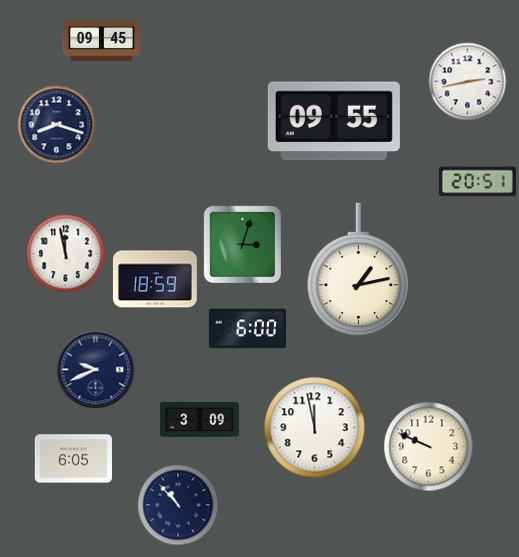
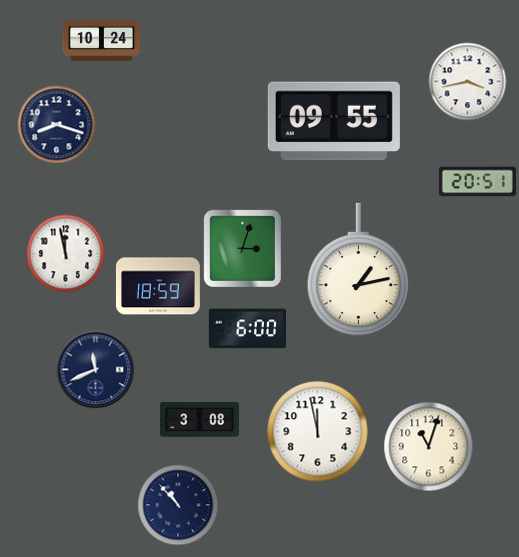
clock at (101, 40): 09:45 -> 10:24
clock at (467, 81): 2:43 -> 3:43
clock at (242, 244) position: (242, 244) -> (242, 248)
clock at (155, 279) position: (155, 279) -> (158, 286)
clock at (95, 369): 9:41 -> 11:41
clock at (199, 420): 3:09 -> 3:08
clock at (315, 428) position: (315, 428) -> (318, 432)
clock at (428, 446): 9:49 -> 11:03
clock at (73, 459): 6:05 -> none
